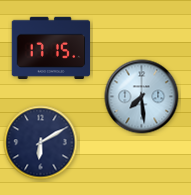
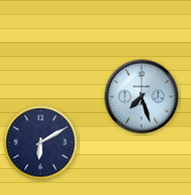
clock at (51, 47): 17:15 -> none
clock at (142, 97): 7:29 -> 7:27
